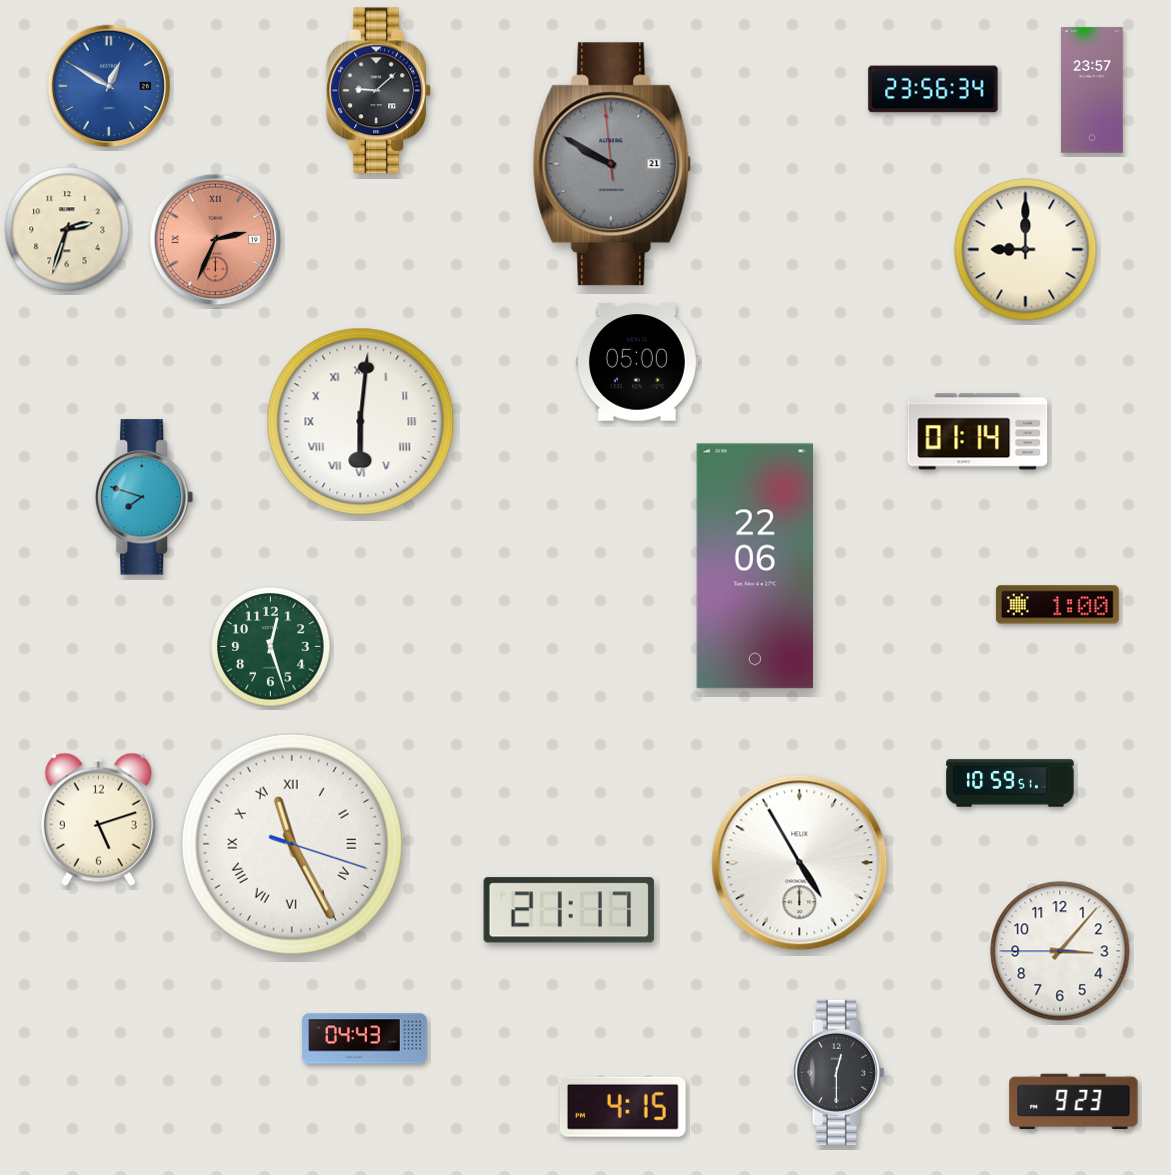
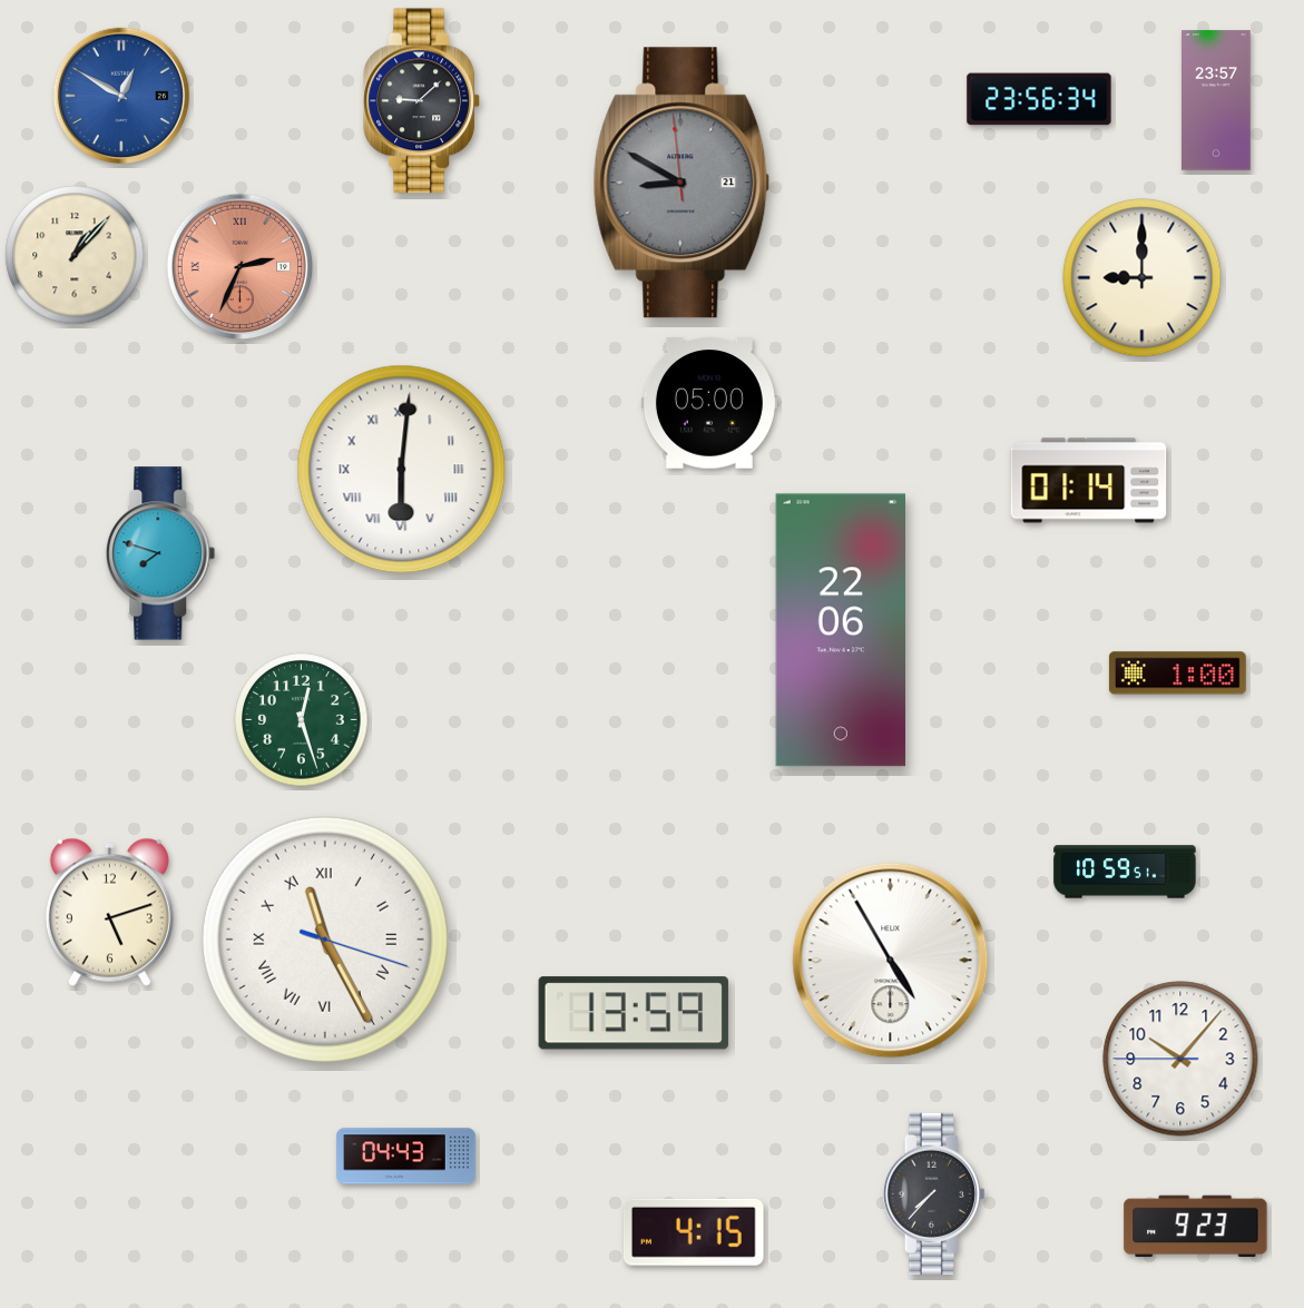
clock at (612, 164): 9:49 -> 8:49
clock at (67, 229): 2:33 -> 1:07
clock at (569, 910): 21:17 -> 13:59
clock at (1060, 951): 3:06 -> 10:06
clock at (838, 1072): 12:30 -> 7:37
